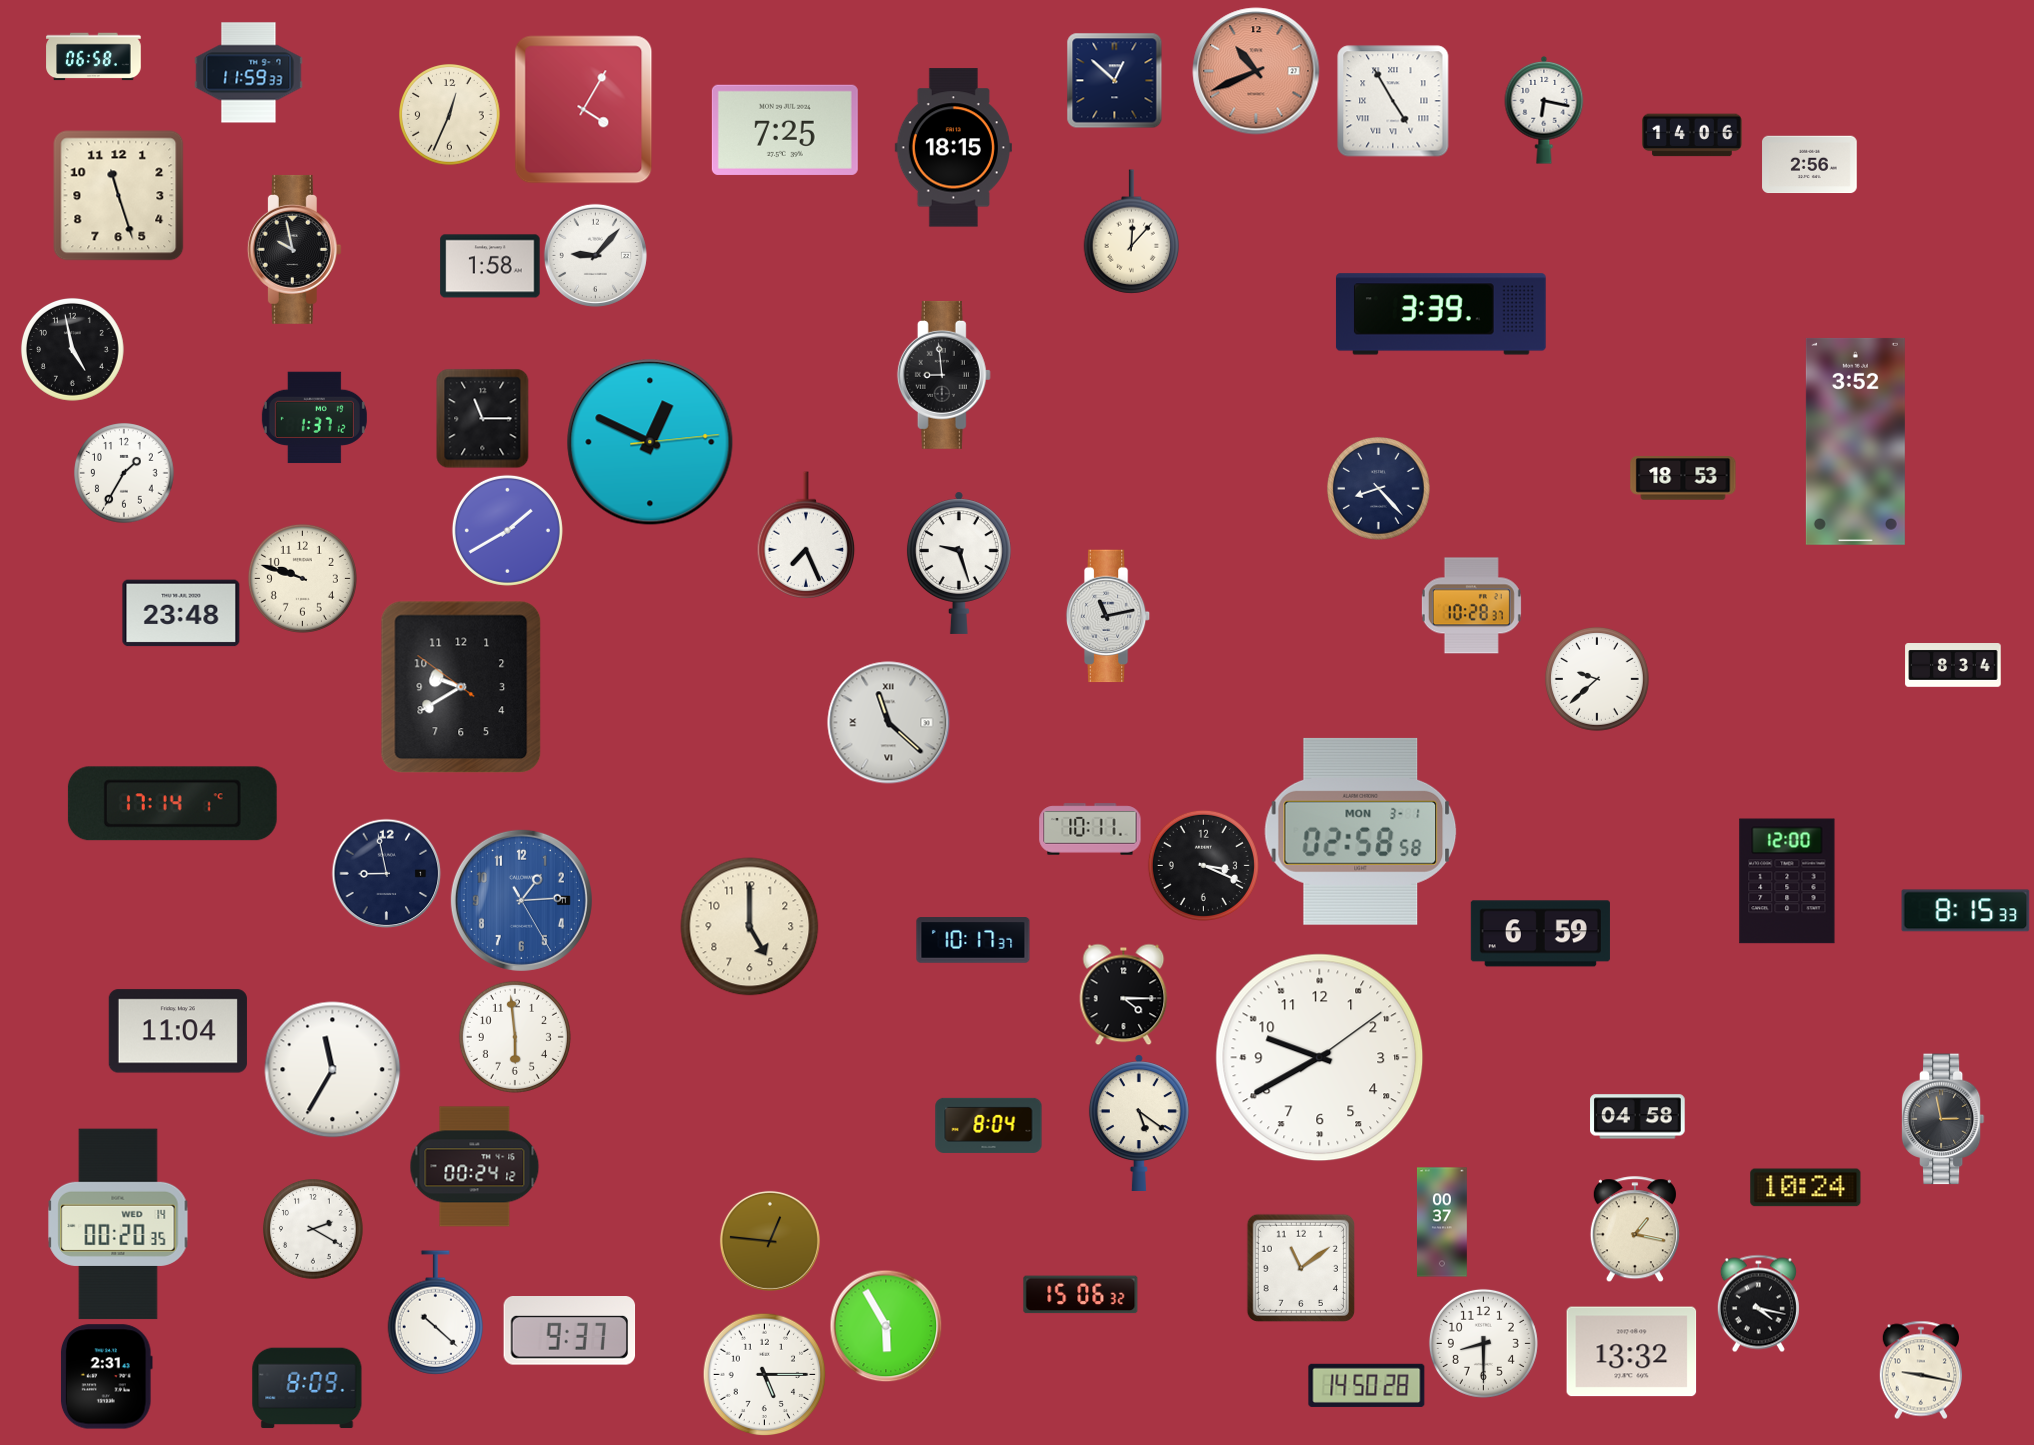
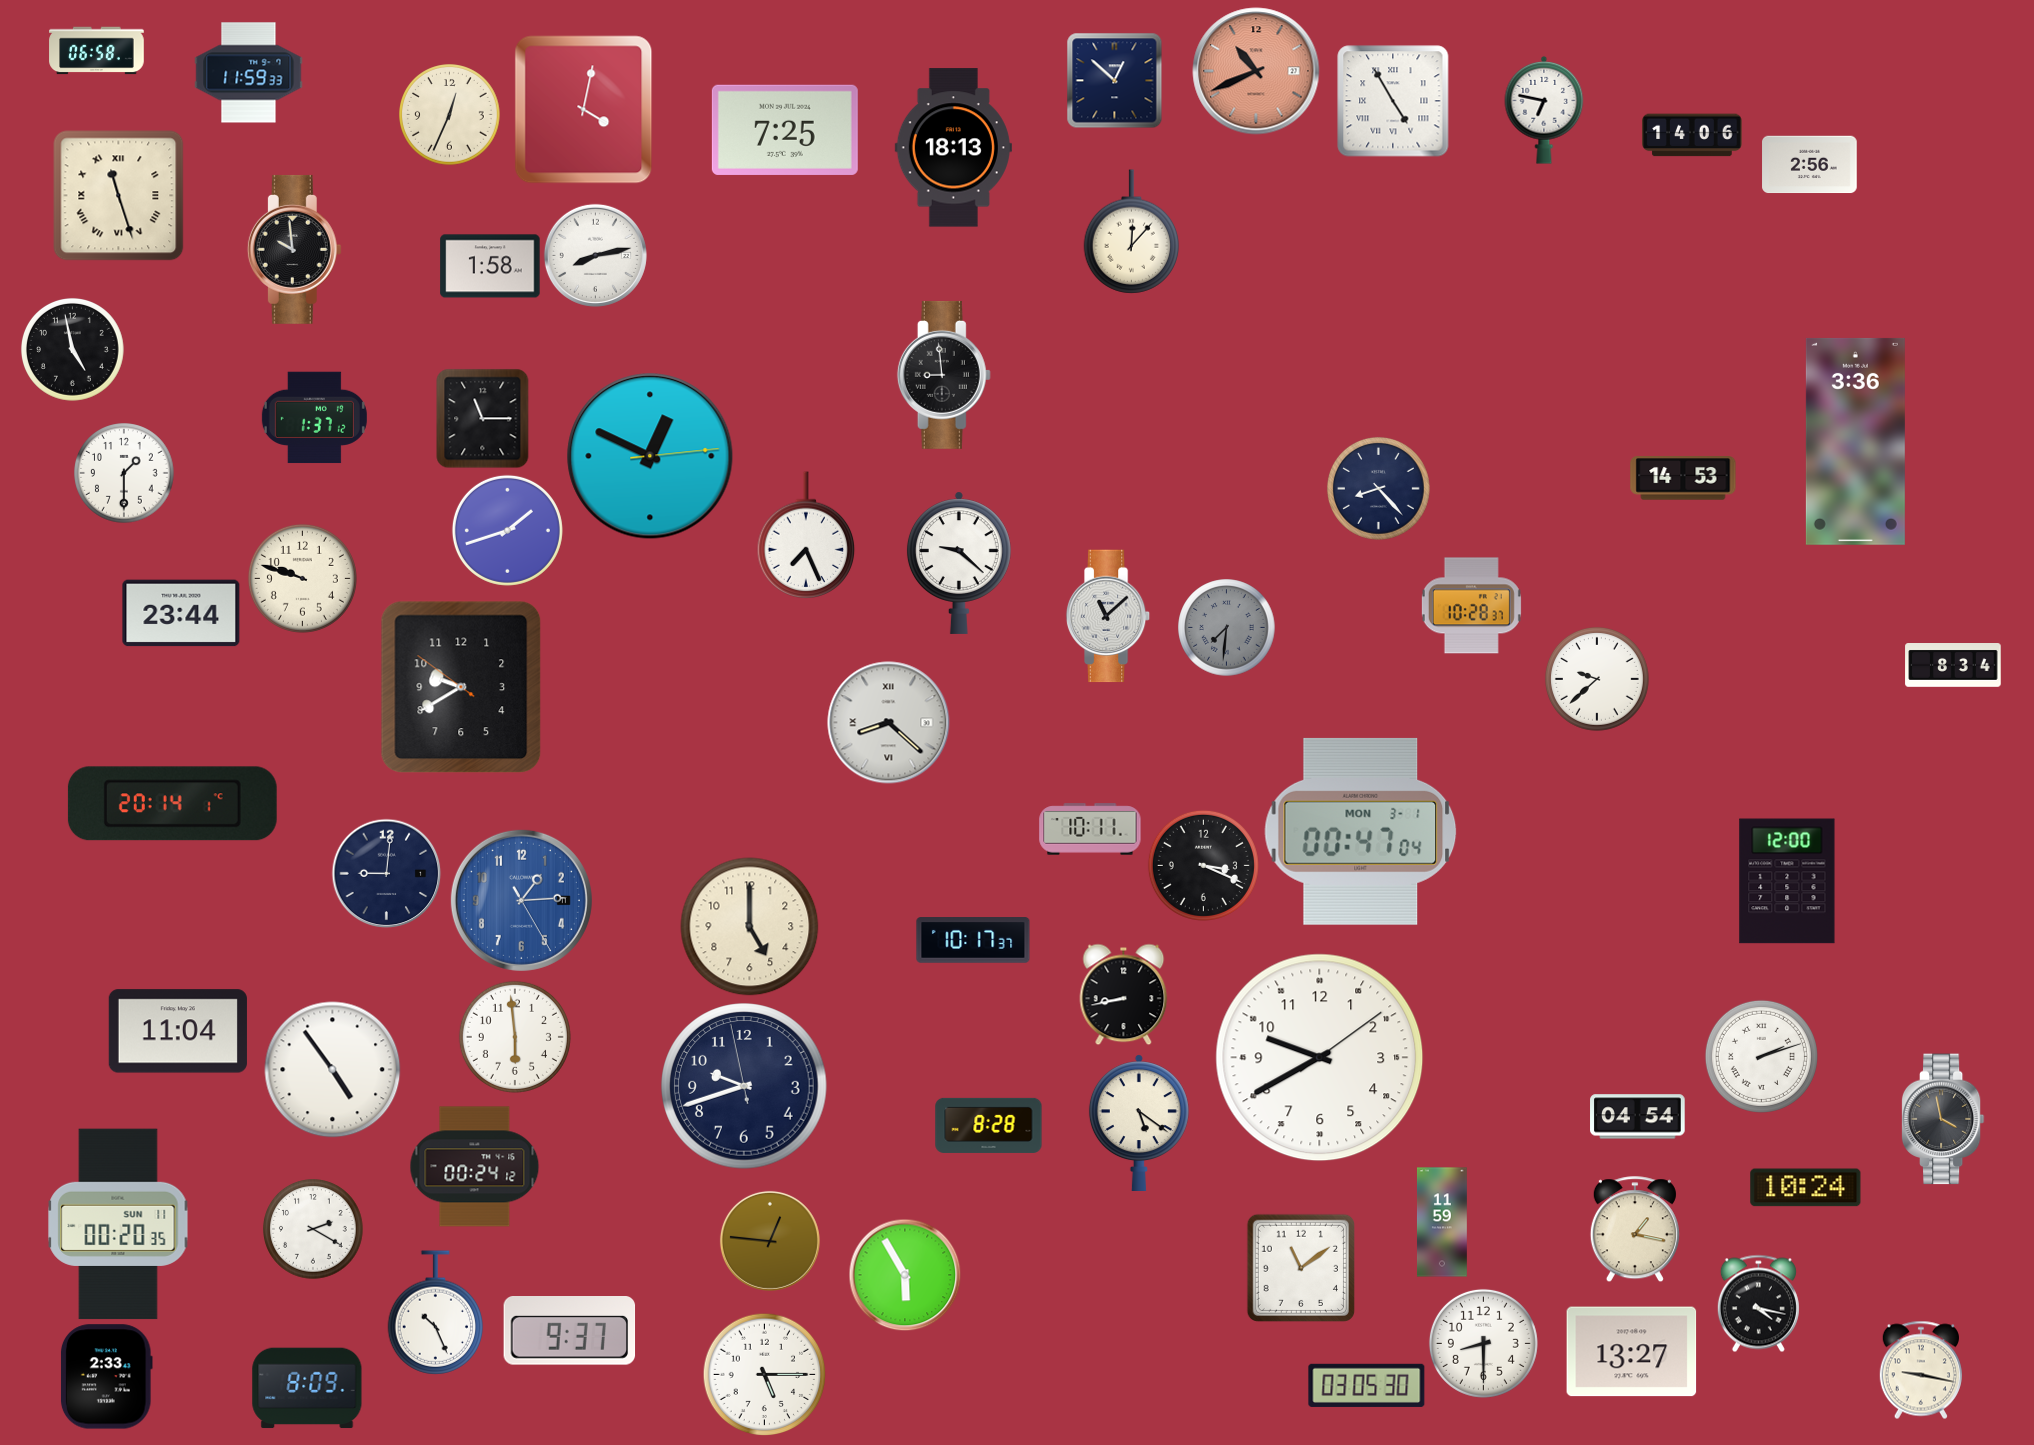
clock at (94, 57) position: (94, 57) -> (97, 51)
clock at (584, 110): 4:05 -> 4:02
clock at (1544, 110): 6:17 -> 6:47
clock at (953, 148): 18:15 -> 18:13
clock at (119, 196) numerals: Arabic -> Roman
clock at (294, 249): 9:58 -> 9:59
clock at (595, 255): 9:07 -> 8:13
clock at (1441, 314): 3:39 -> none
clock at (1855, 441): 3:52 -> 3:36
clock at (650, 442) position: (650, 442) -> (650, 456)
clock at (124, 473): 1:35 -> 1:30
clock at (1683, 478): 18:53 -> 14:53
clock at (507, 530): 1:40 -> 1:42
clock at (959, 563): 9:27 -> 9:22
clock at (181, 613): 23:48 -> 23:44
clock at (1108, 616): 11:13 -> 11:08
clock at (1227, 628): none -> 7:31
clock at (889, 723): 11:22 -> 8:22
clock at (172, 804): 17:14 -> 20:14
clock at (1361, 831): 02:58 -> 00:47
clock at (386, 873): 8:58 -> 9:01
clock at (1966, 911): 8:15 -> none
clock at (1540, 934): 6:59 -> none
clock at (1124, 994): 4:15 -> 8:43
clock at (1761, 1056): none -> 2:12
clock at (333, 1070): 11:35 -> 4:54
clock at (744, 1086): none -> 9:41
clock at (1638, 1117): 04:58 -> 04:54
clock at (1943, 1119): 2:58 -> 3:58
clock at (989, 1125): 8:04 -> 8:28
clock at (1442, 1222): 00:37 -> 11:59
clock at (118, 1224) date: WED 14 -> SUN 11
clock at (1081, 1295): 15:06 -> none
clock at (436, 1313): 10:22 -> 10:26
clock at (886, 1326) position: (886, 1326) -> (905, 1275)
clock at (1632, 1352): 13:32 -> 13:27
clock at (106, 1377): 2:31 -> 2:33
clock at (1367, 1385): 14:50 -> 03:05
